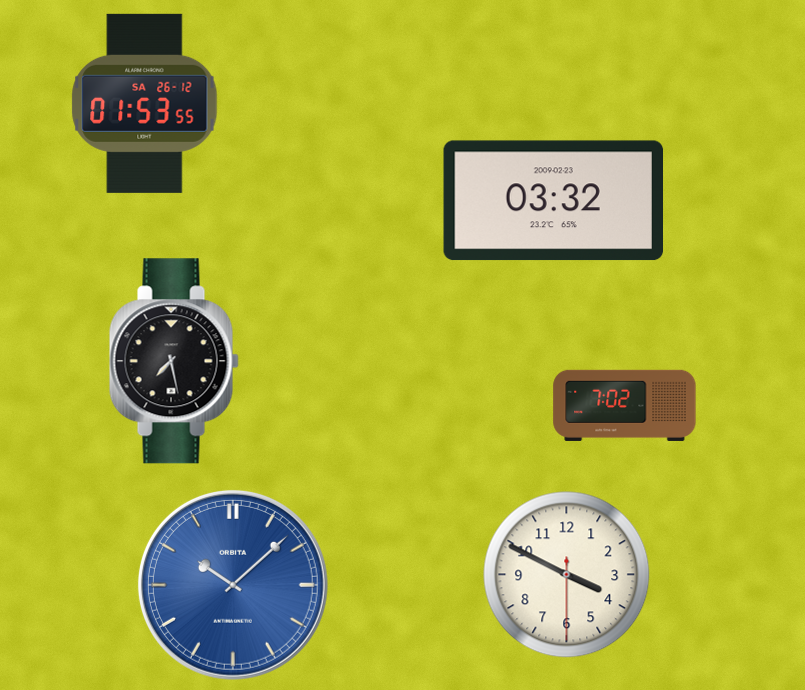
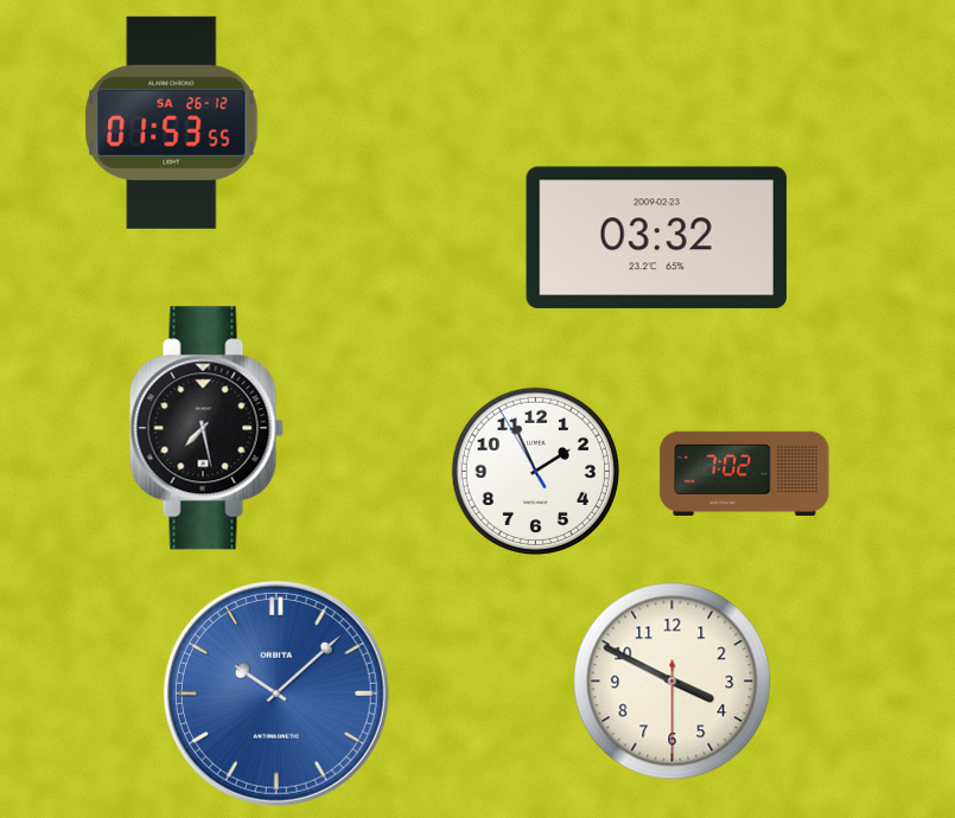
clock at (535, 471): none -> 1:55
clock at (625, 405) position: (625, 405) -> (745, 473)
